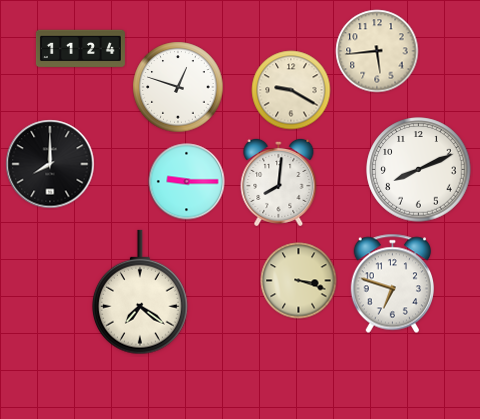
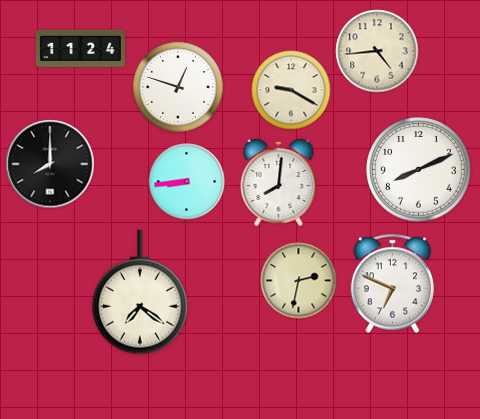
clock at (377, 51): 5:44 -> 4:44
clock at (187, 182): 9:15 -> 8:44
clock at (299, 281): 3:18 -> 2:32
clock at (392, 284): 6:48 -> 6:49
